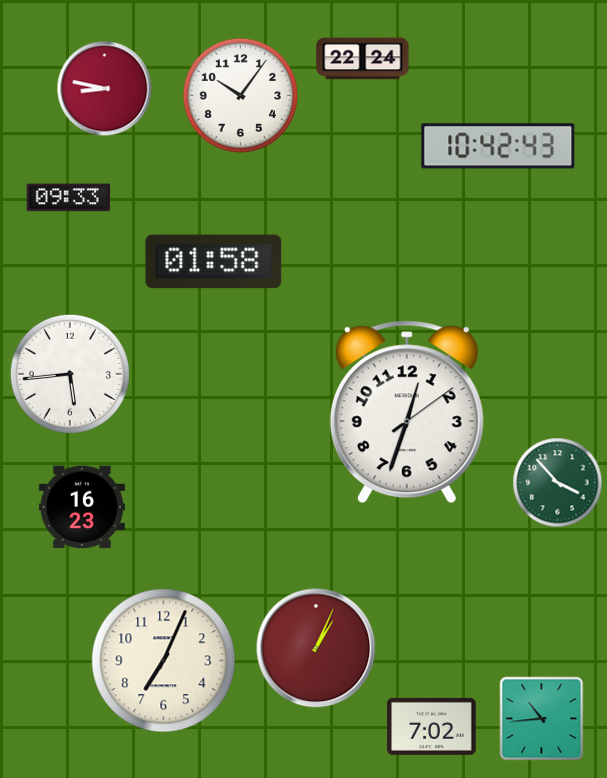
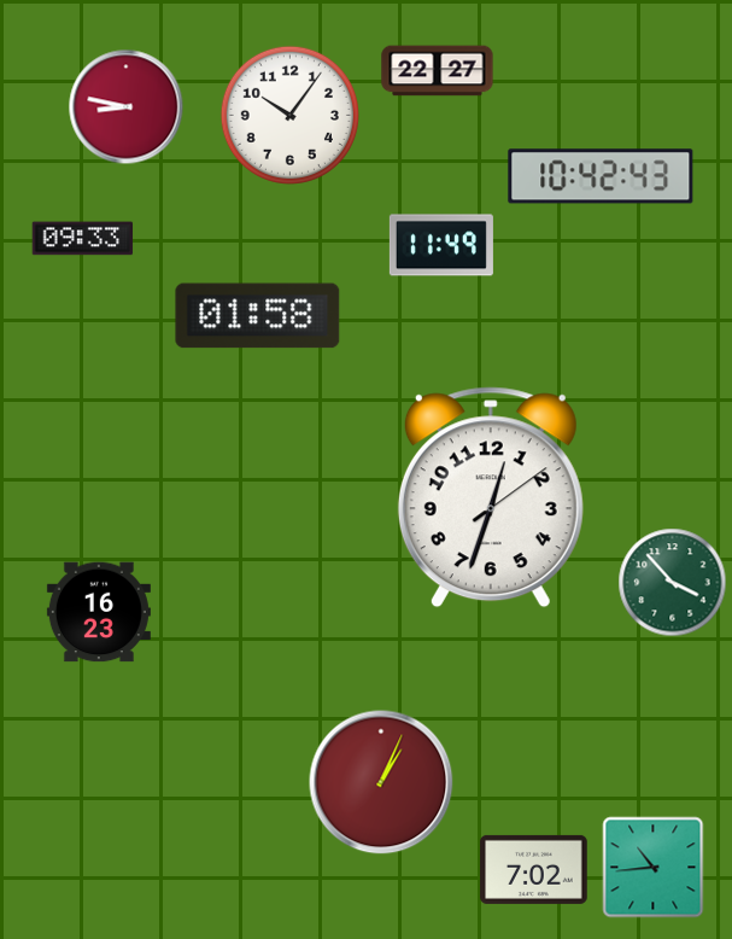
clock at (363, 59): 22:24 -> 22:27
clock at (441, 245): none -> 11:49
clock at (70, 374): 5:44 -> none
clock at (164, 661): 7:04 -> none
clock at (432, 726) position: (432, 726) -> (534, 869)
